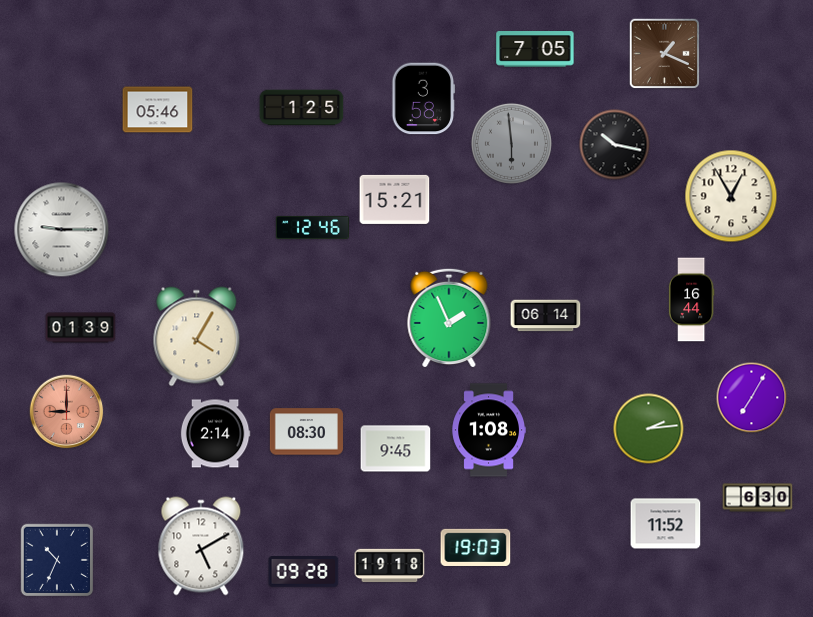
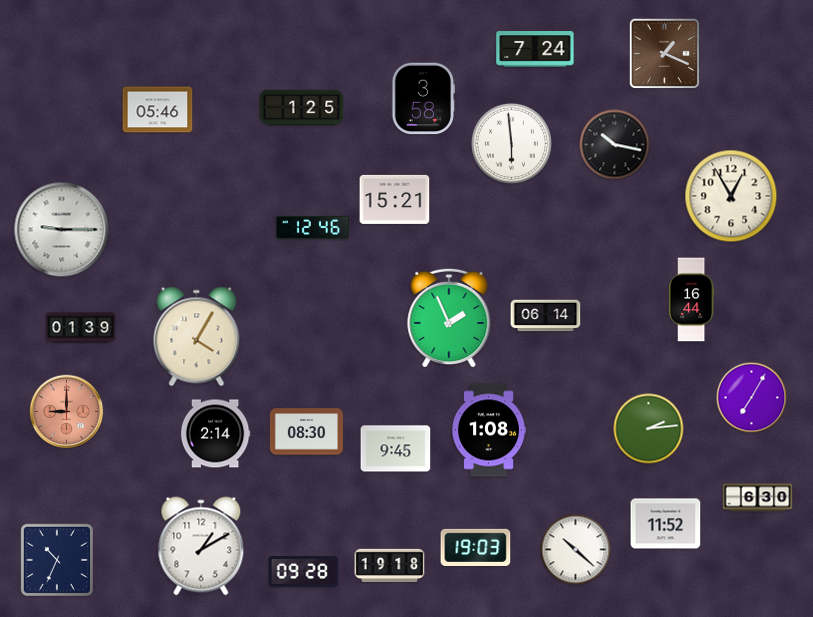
clock at (535, 50): 7:05 -> 7:24
clock at (511, 143) dial: grey -> white
clock at (201, 546): 5:10 -> 1:10
clock at (576, 550): none -> 10:22
